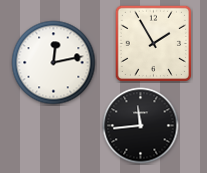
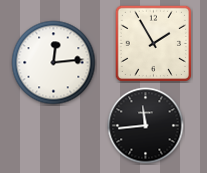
clock at (54, 63): 12:13 -> 12:14
clock at (141, 126) position: (141, 126) -> (146, 126)
